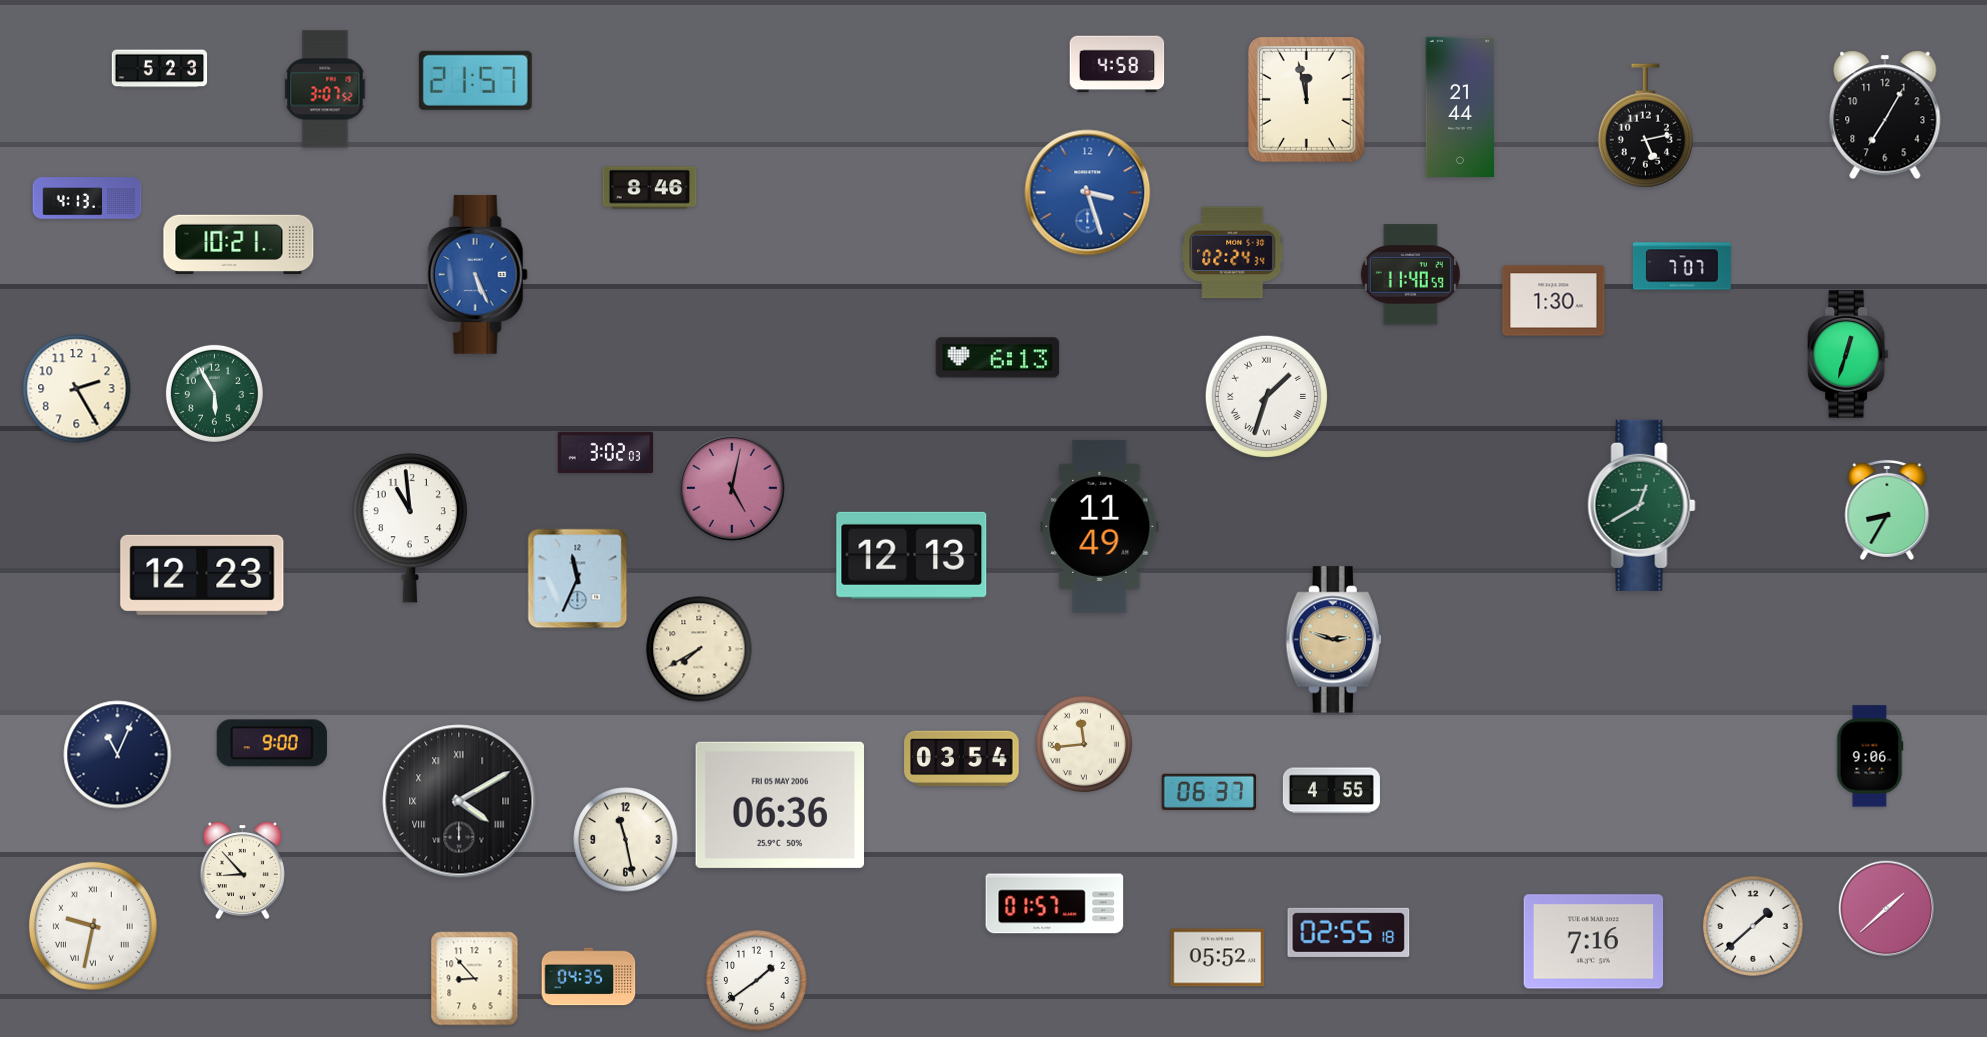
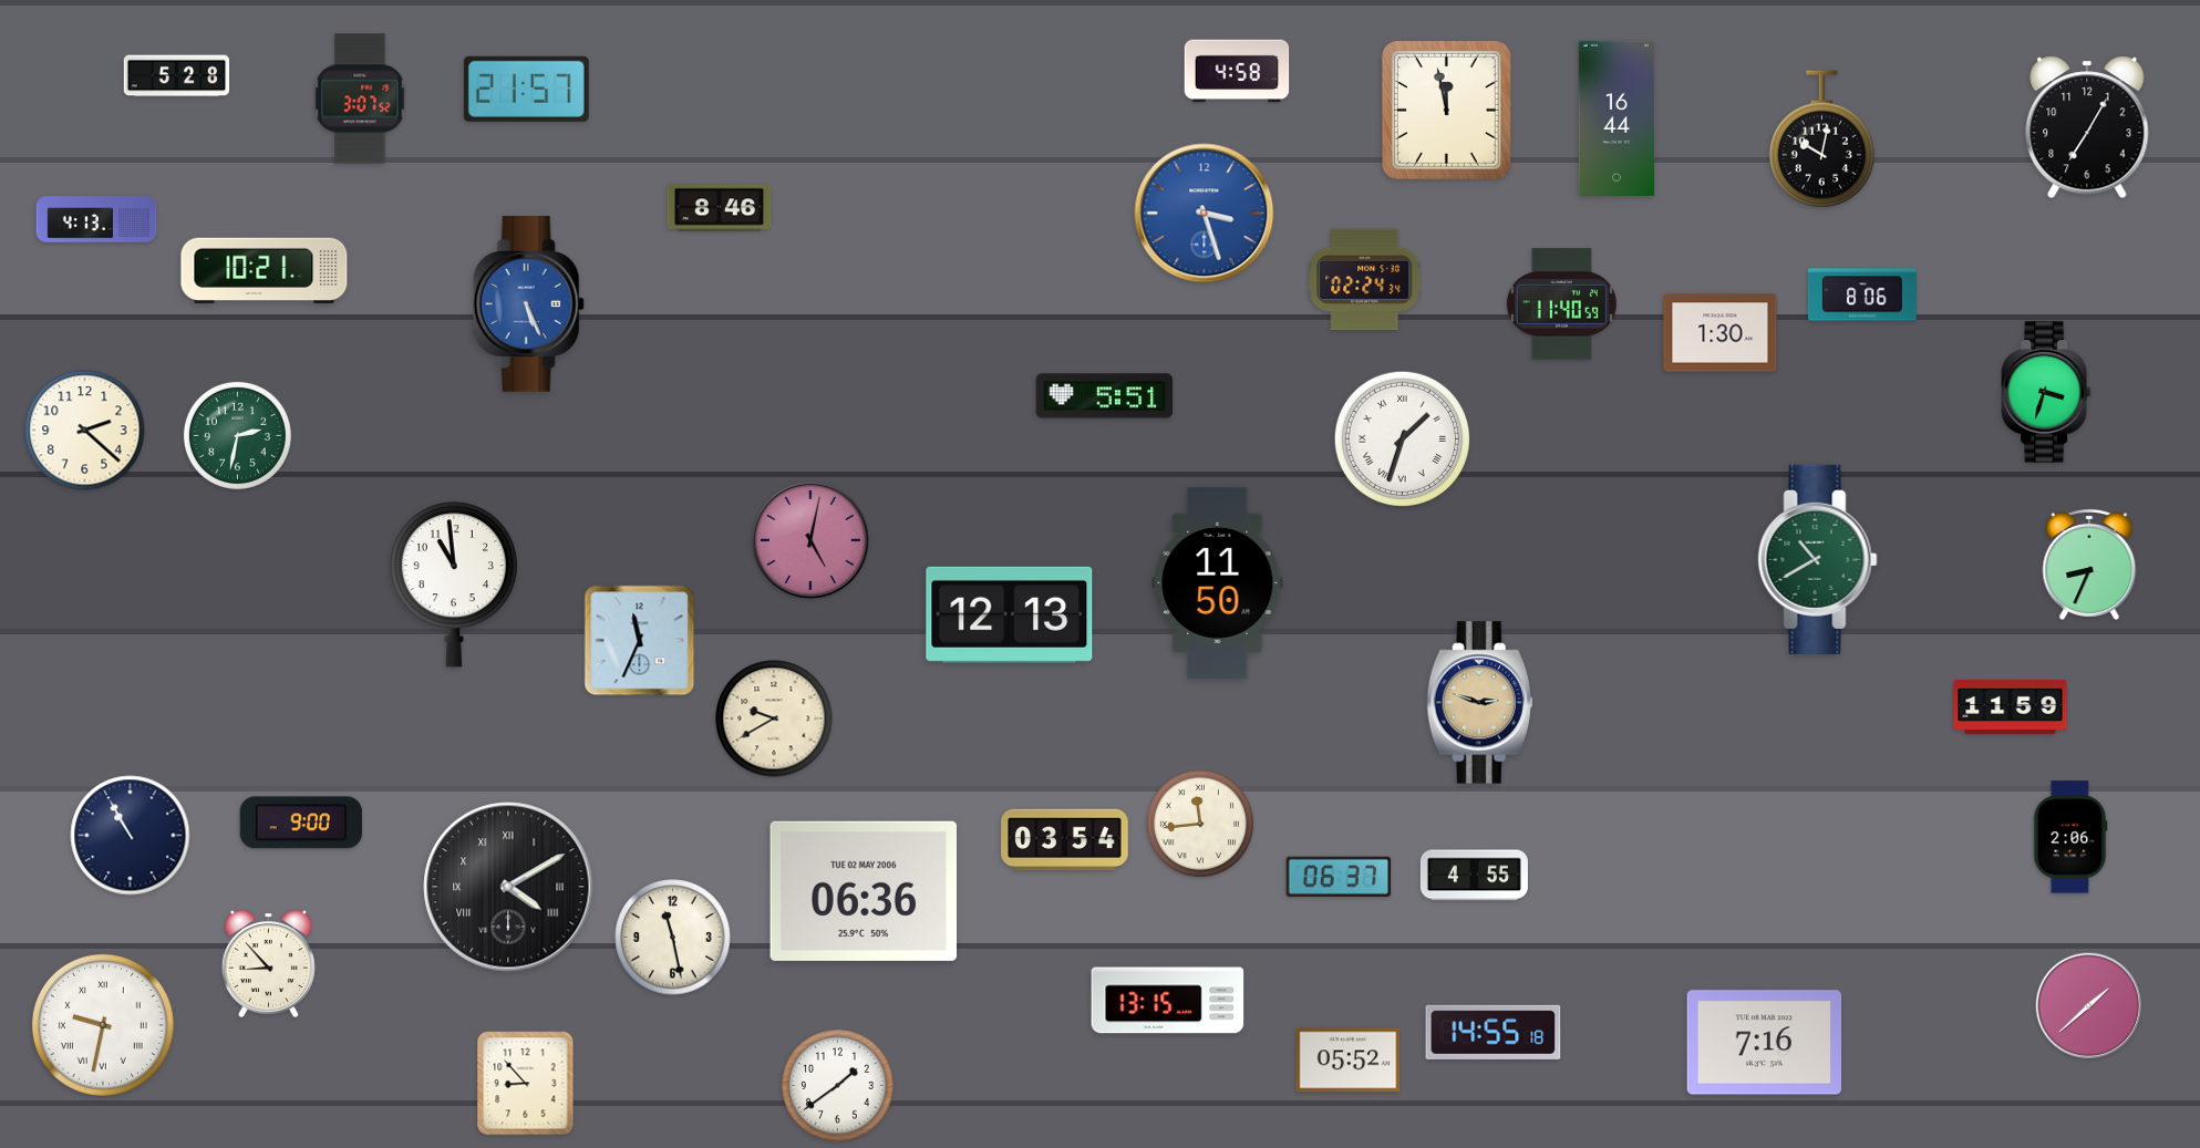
clock at (160, 69): 5:23 -> 5:28
clock at (1460, 106): 21:44 -> 16:44
clock at (1645, 126): 5:13 -> 10:02
clock at (1682, 266): 7:07 -> 8:06
clock at (1848, 354): 12:33 -> 3:33
clock at (998, 358): 6:13 -> 5:51
clock at (77, 389): 2:25 -> 2:22
clock at (214, 393): 5:55 -> 2:32
clock at (606, 453): 3:02 -> none
clock at (1642, 505): 12:40 -> 10:40
clock at (1887, 510): 8:35 -> 8:34
clock at (1100, 526): 11:49 -> 11:50
clock at (202, 575): 12:23 -> none
clock at (2011, 706): none -> 11:59
clock at (1333, 640) position: (1333, 640) -> (1479, 703)
clock at (699, 649): 7:40 -> 9:40
clock at (118, 755): 11:04 -> 10:55
clock at (1870, 756): 9:06 -> 2:06
clock at (779, 805) date: FRI 05 MAY 2006 -> TUE 02 MAY 2006
clock at (626, 840) position: (626, 840) -> (673, 938)
clock at (1055, 904): 01:57 -> 13:15
clock at (1753, 926): 1:38 -> none
clock at (1349, 932): 02:55 -> 14:55
clock at (589, 977): 04:35 -> none
